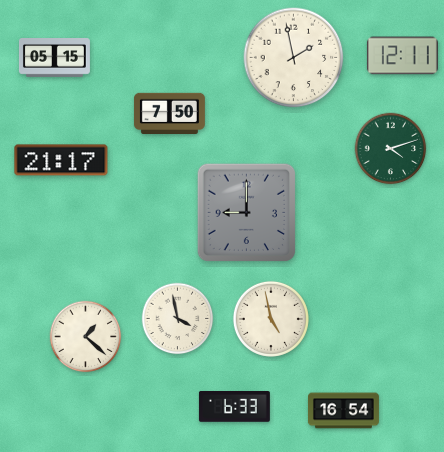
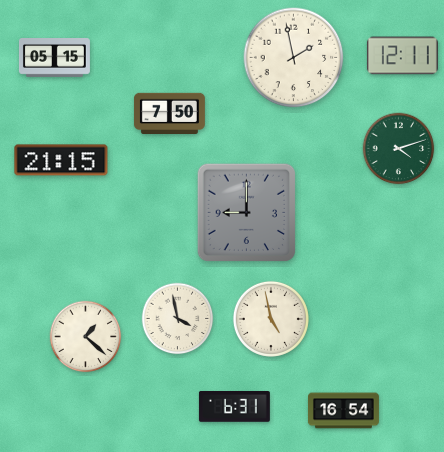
clock at (391, 149) position: (391, 149) -> (399, 149)
clock at (61, 160): 21:17 -> 21:15
clock at (234, 407): 6:33 -> 6:31
